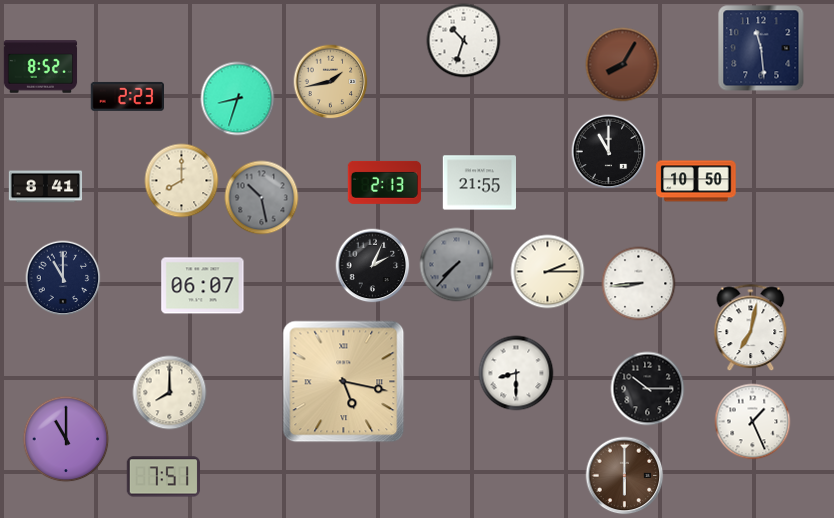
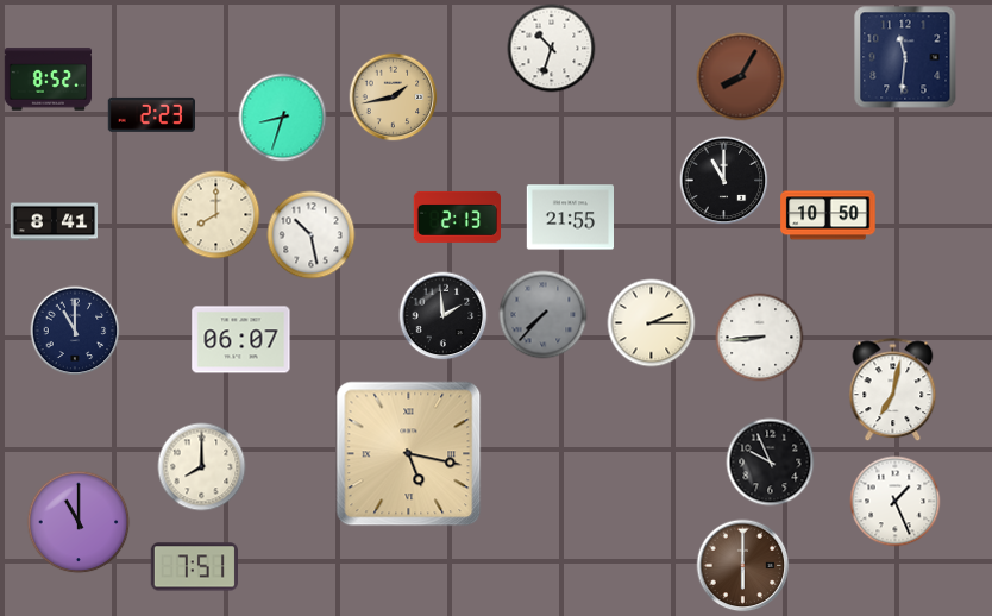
clock at (761, 48): 11:29 -> 11:31
clock at (262, 198) dial: grey -> white
clock at (373, 266): 2:04 -> 1:59
clock at (516, 373): 8:30 -> none
clock at (648, 389): 10:15 -> 9:56
